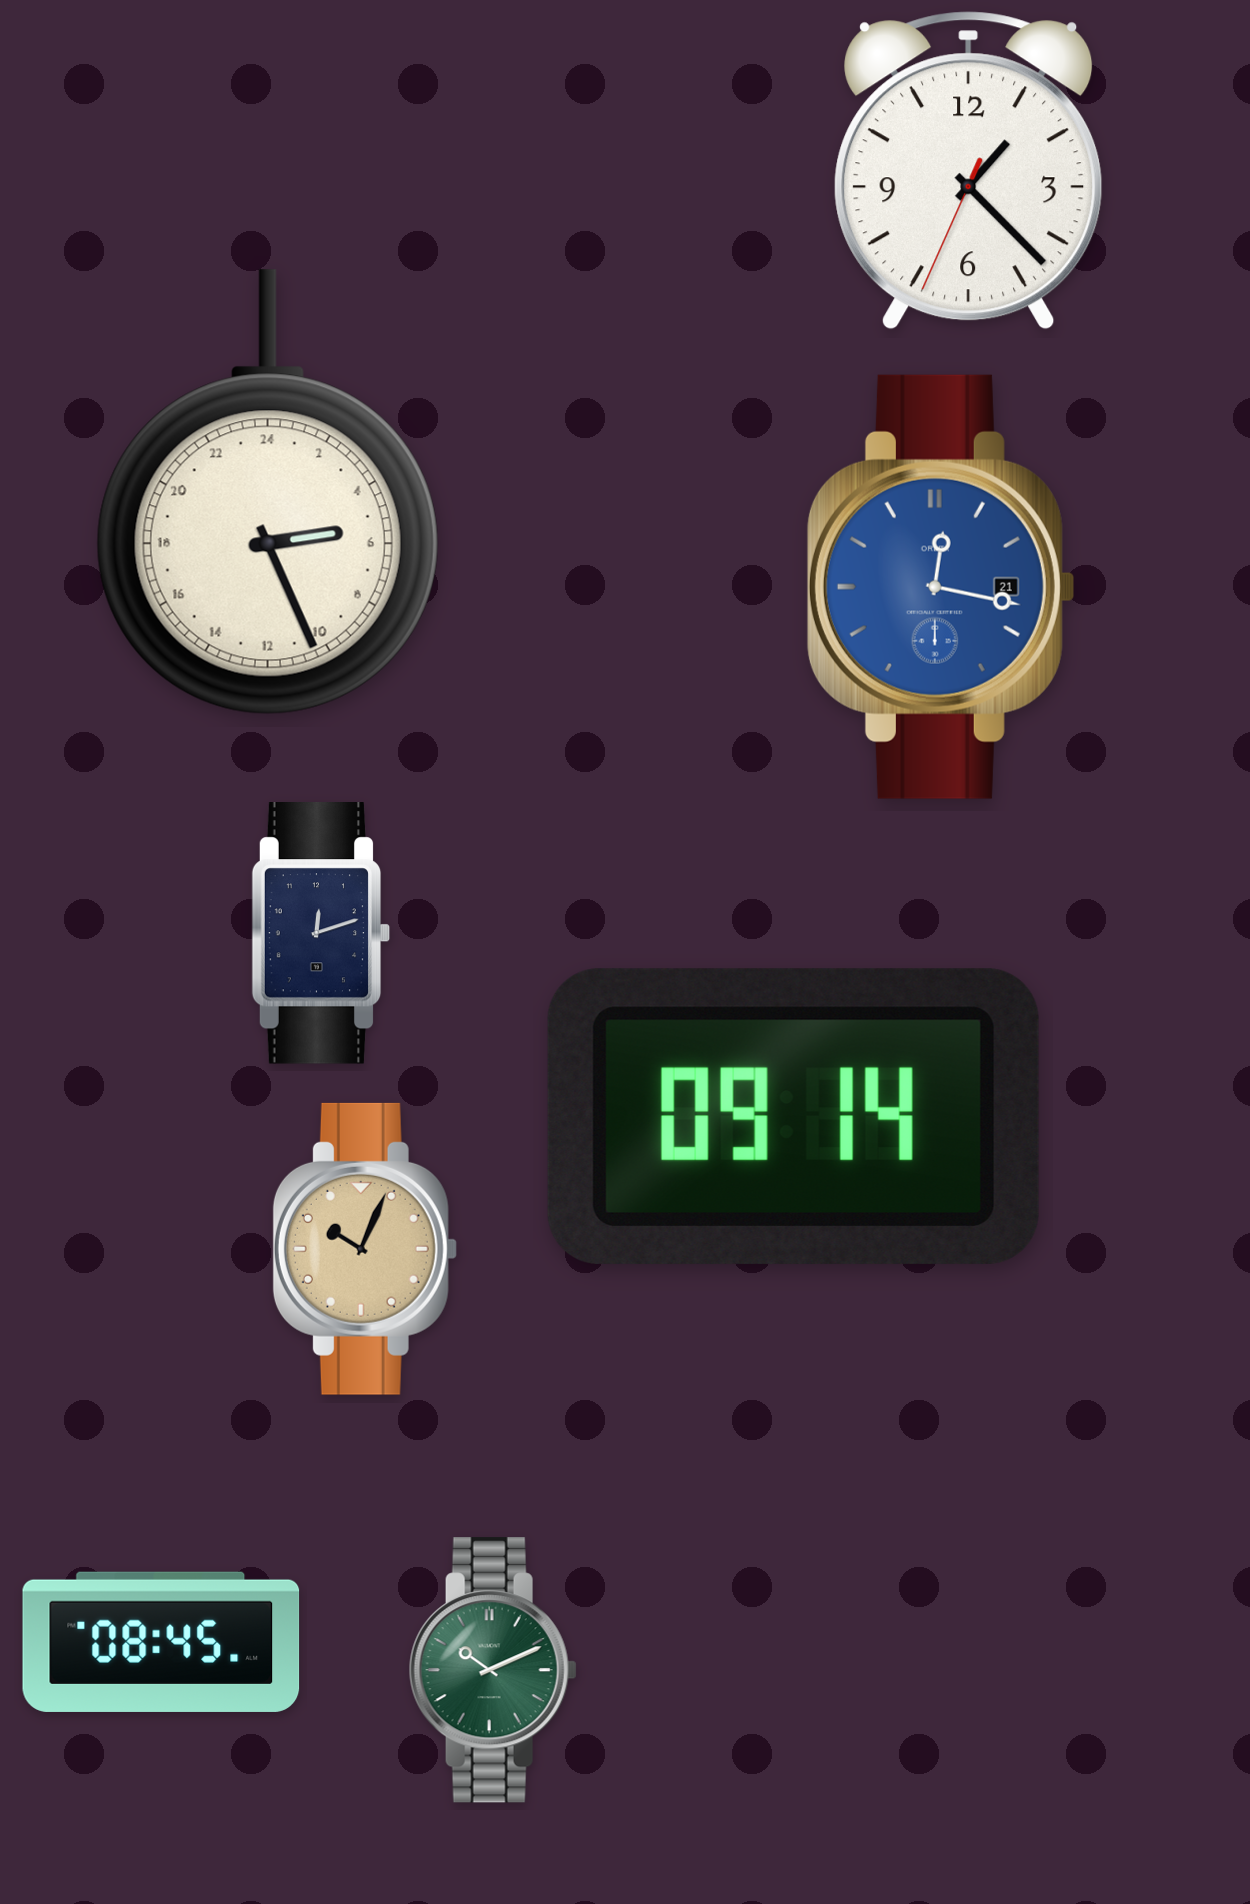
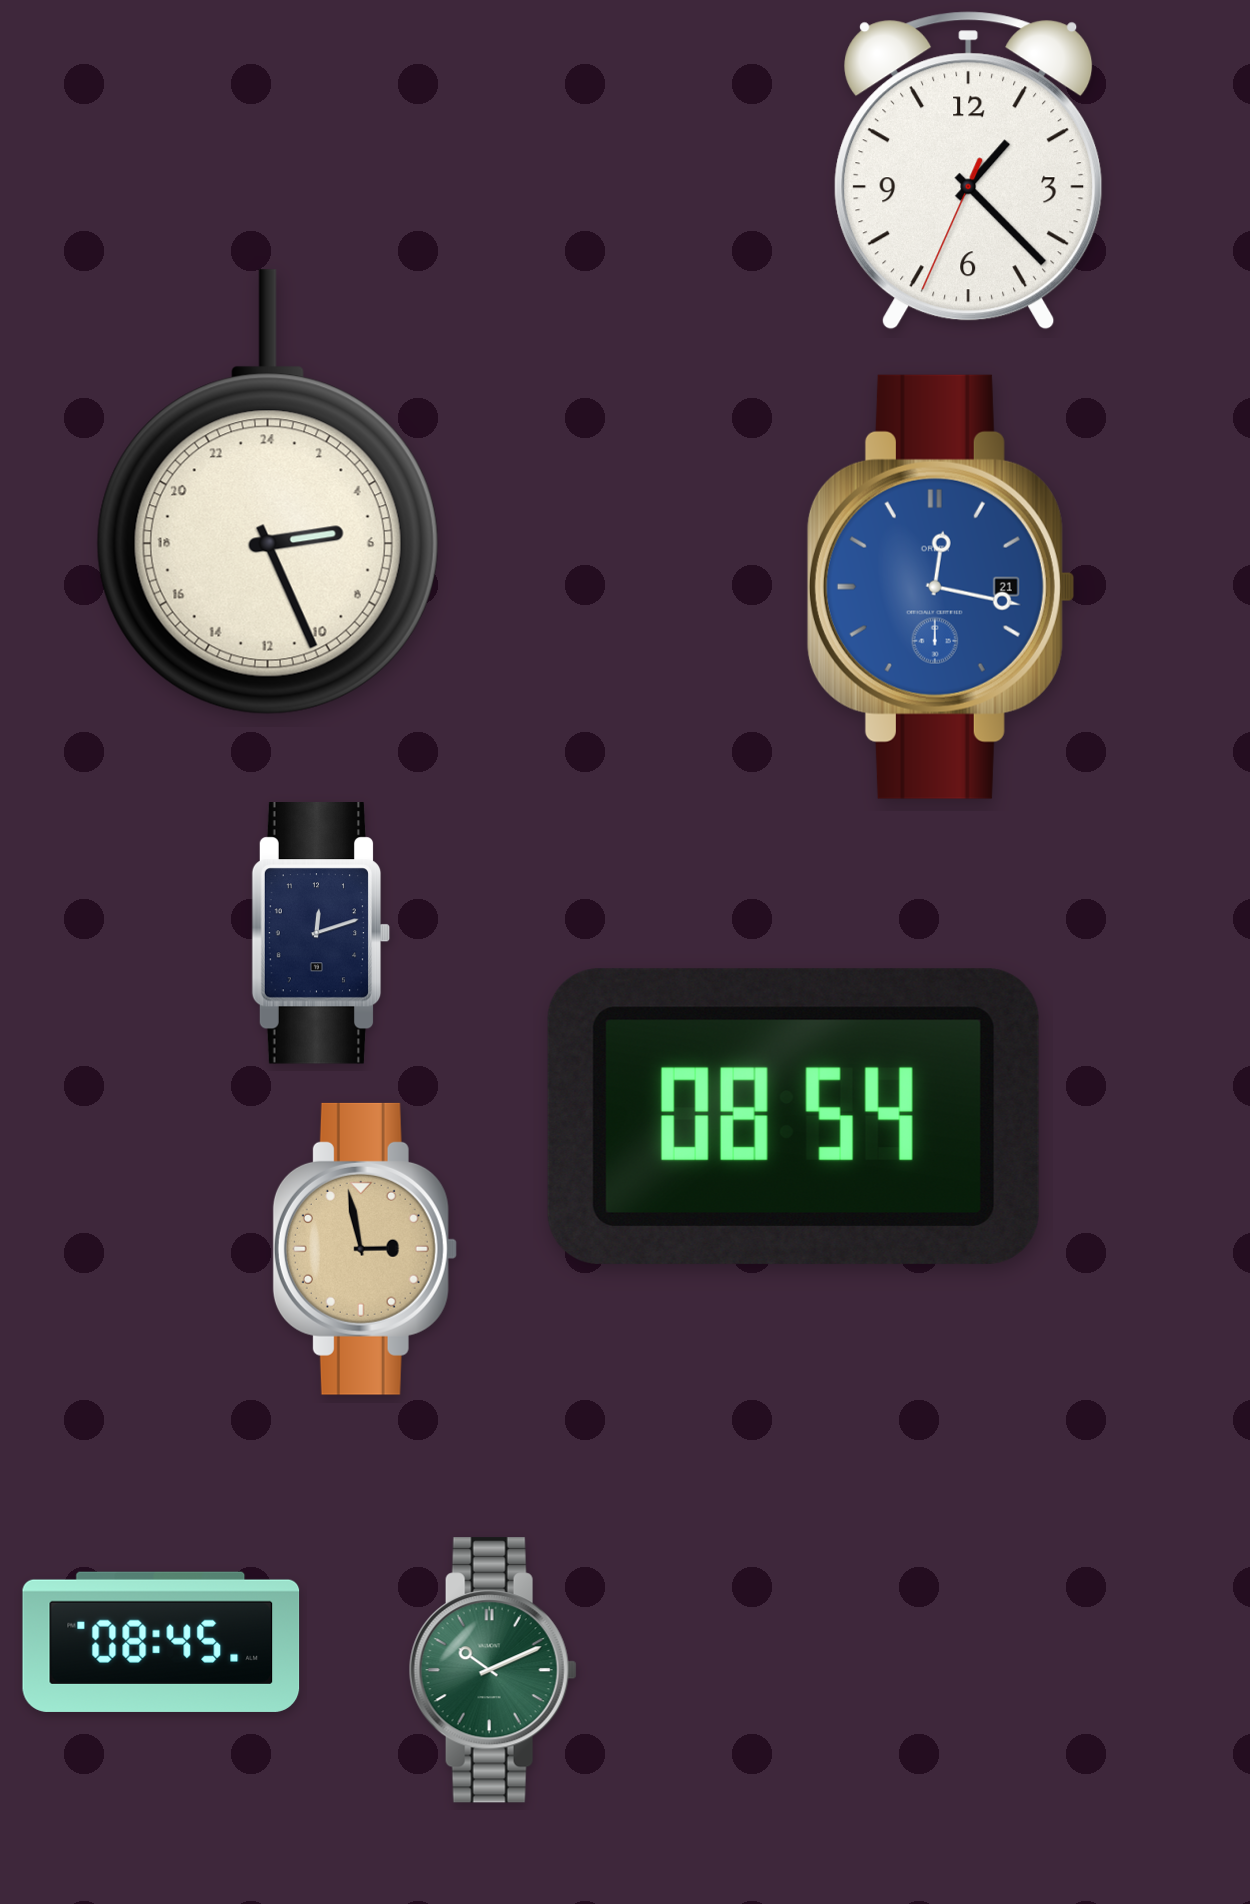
clock at (793, 1116): 09:14 -> 08:54
clock at (365, 1249): 10:04 -> 2:58
